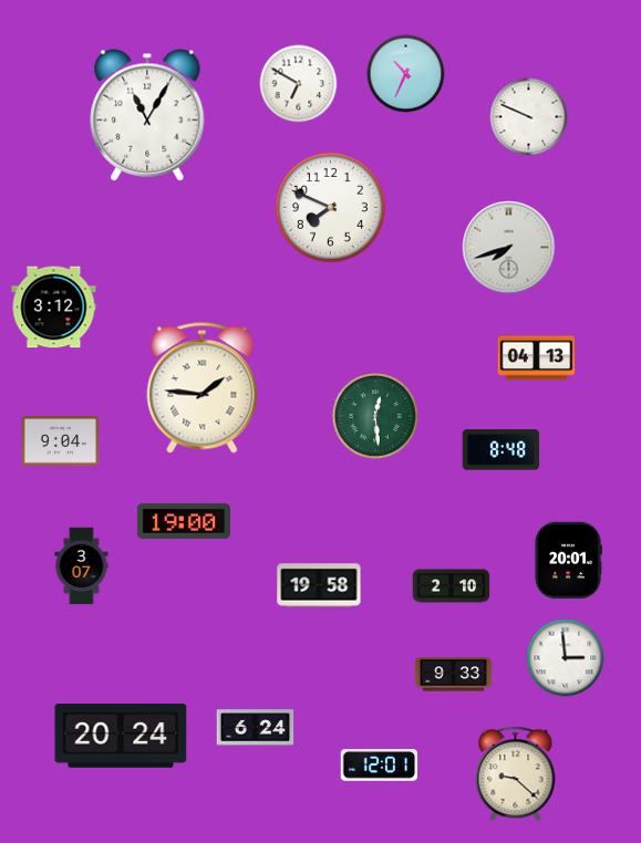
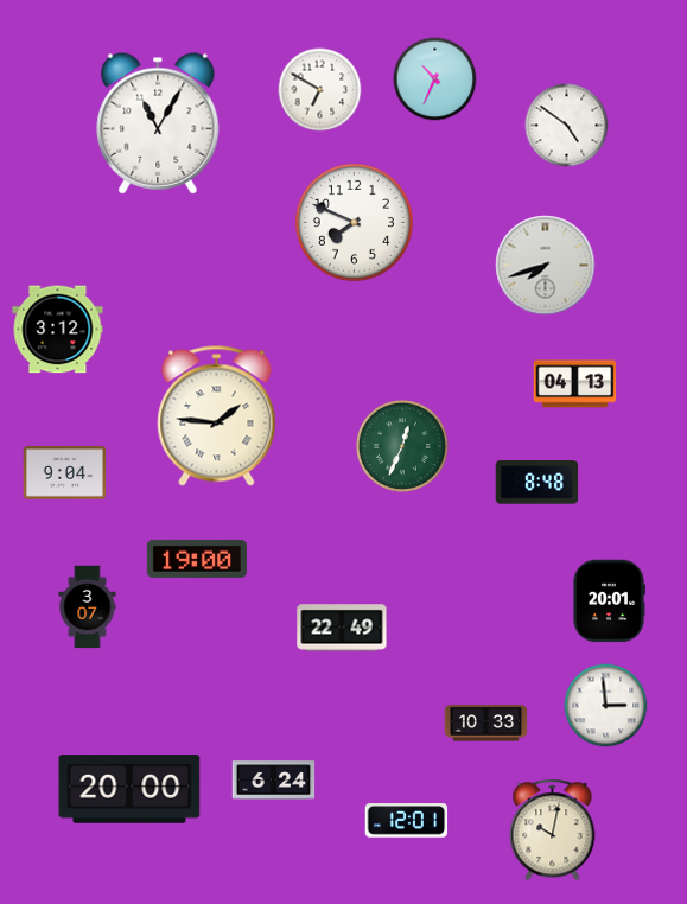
clock at (529, 117): 9:49 -> 4:51
clock at (375, 416): 12:29 -> 12:34
clock at (319, 585): 19:58 -> 22:49
clock at (452, 586): 2:10 -> none
clock at (454, 675): 9:33 -> 10:33
clock at (121, 736): 20:24 -> 20:00
clock at (516, 774): 9:22 -> 10:02
